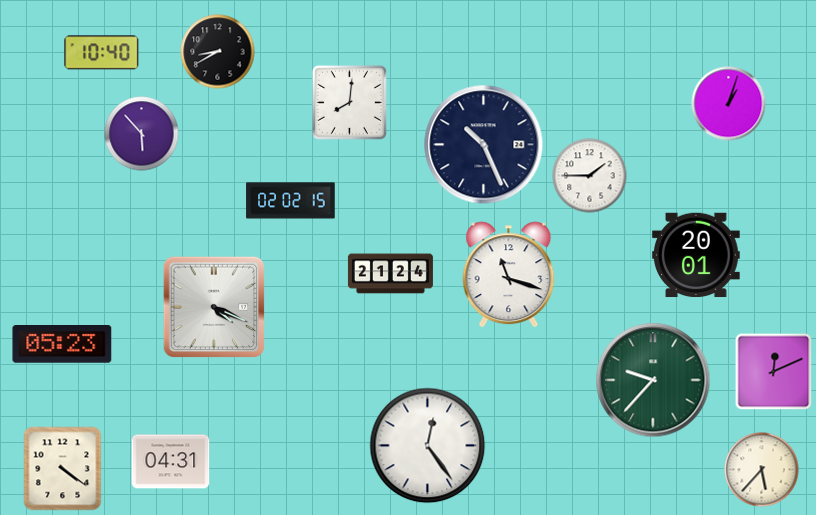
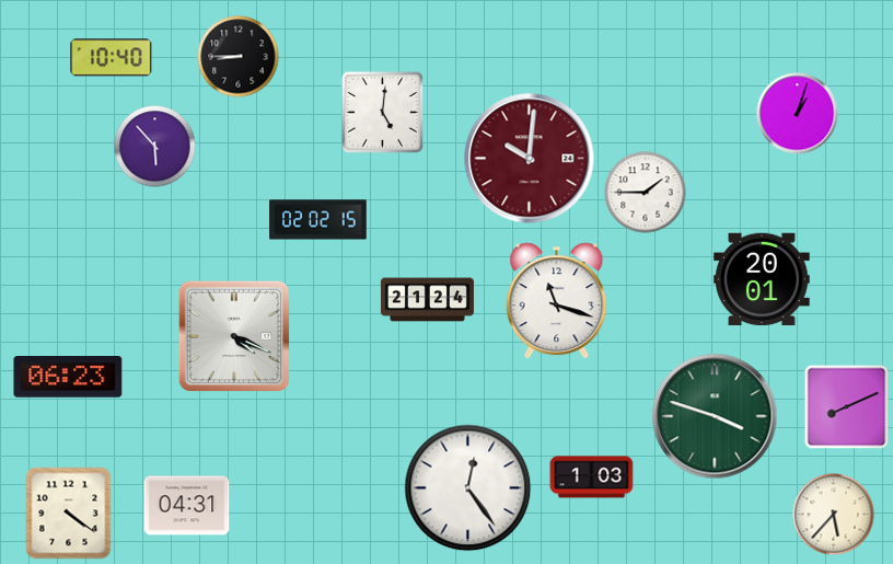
clock at (218, 52): 8:40 -> 8:45
clock at (349, 102): 8:01 -> 5:01
clock at (484, 145): 10:26 -> 10:01
clock at (484, 145) dial: navy -> burgundy
clock at (62, 344): 05:23 -> 06:23
clock at (774, 372): 12:11 -> 8:11
clock at (653, 380): 9:37 -> 3:48
clock at (592, 477): none -> 1:03
